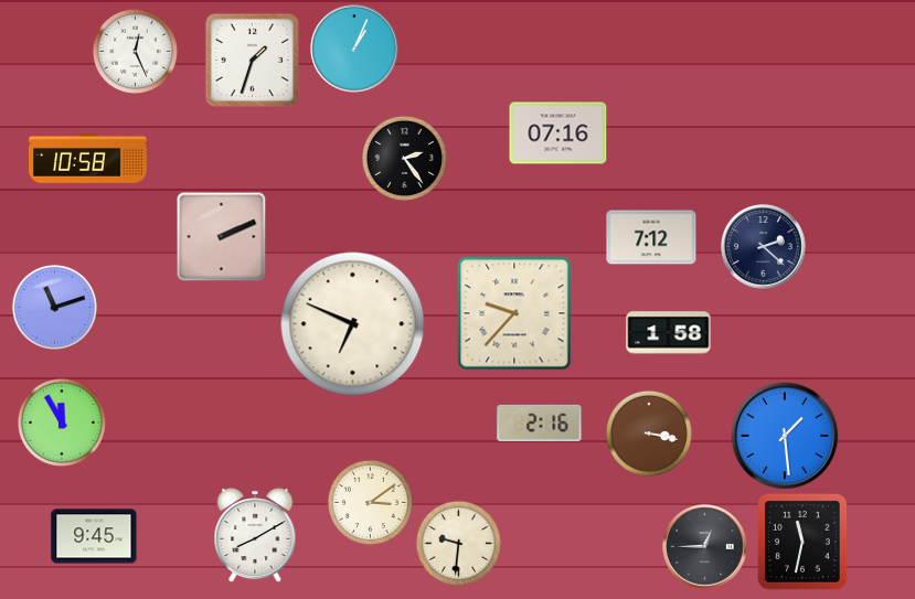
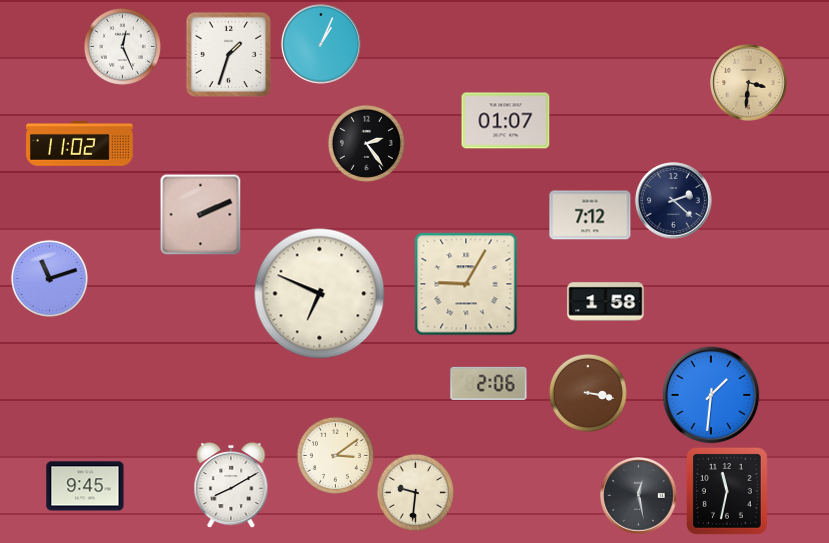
clock at (749, 83): none -> 3:31
clock at (558, 133): 07:16 -> 01:07
clock at (88, 159): 10:58 -> 11:02
clock at (764, 247) position: (764, 247) -> (674, 201)
clock at (514, 313): 9:37 -> 9:05
clock at (62, 422): 11:55 -> none
clock at (540, 422): 2:16 -> 2:06
clock at (785, 436): 1:29 -> 1:31
clock at (705, 547): 12:45 -> 12:28
